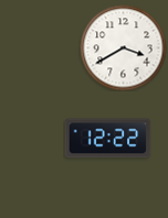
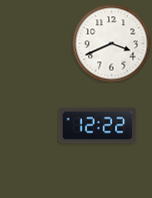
clock at (123, 47): 3:40 -> 3:41
